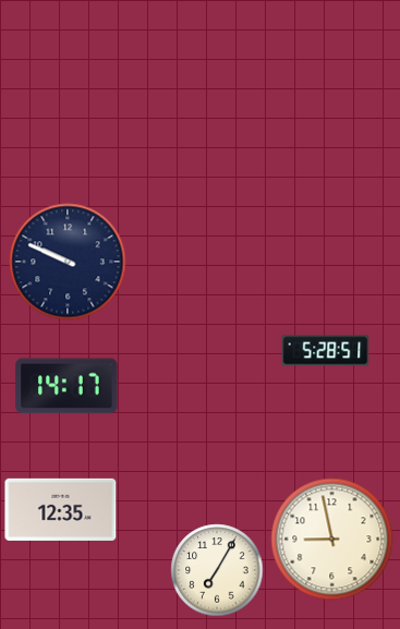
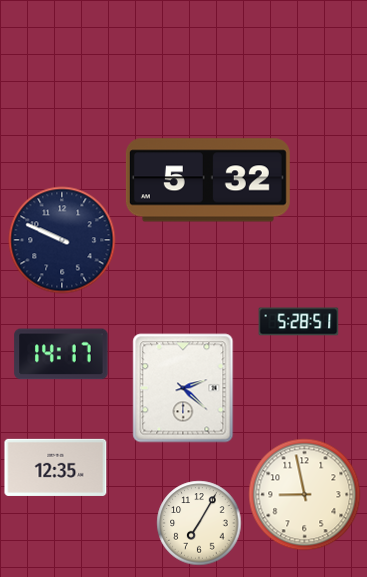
clock at (208, 180): none -> 5:32
clock at (183, 388): none -> 2:22
